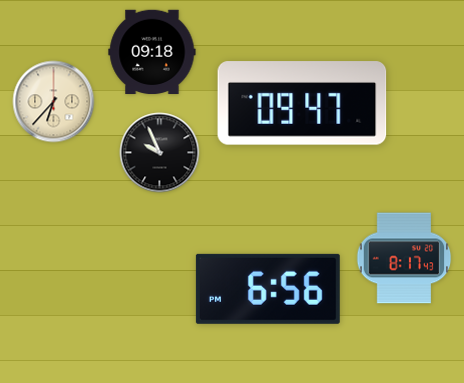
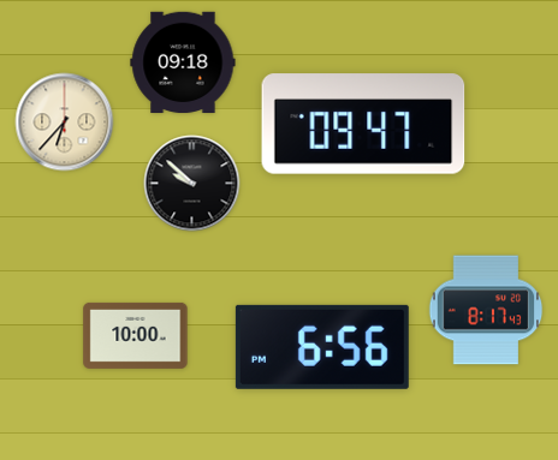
clock at (160, 153): 9:56 -> 9:52
clock at (136, 335): none -> 10:00
